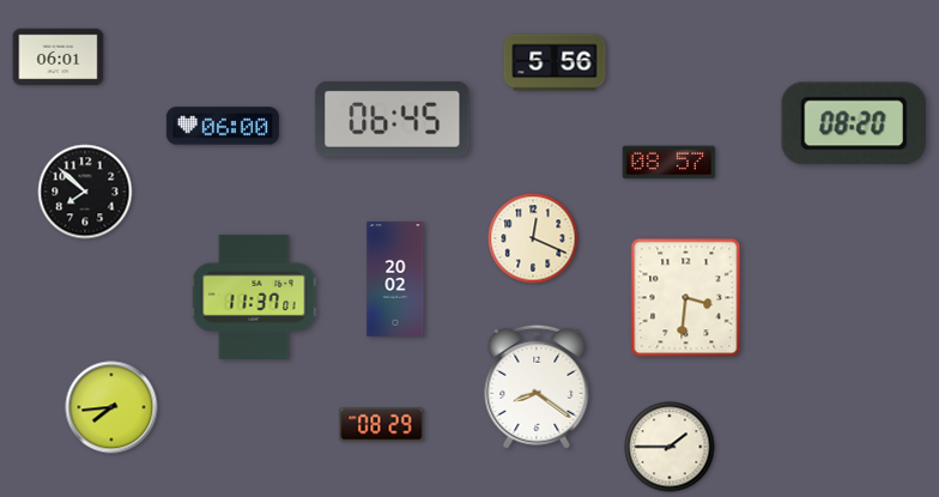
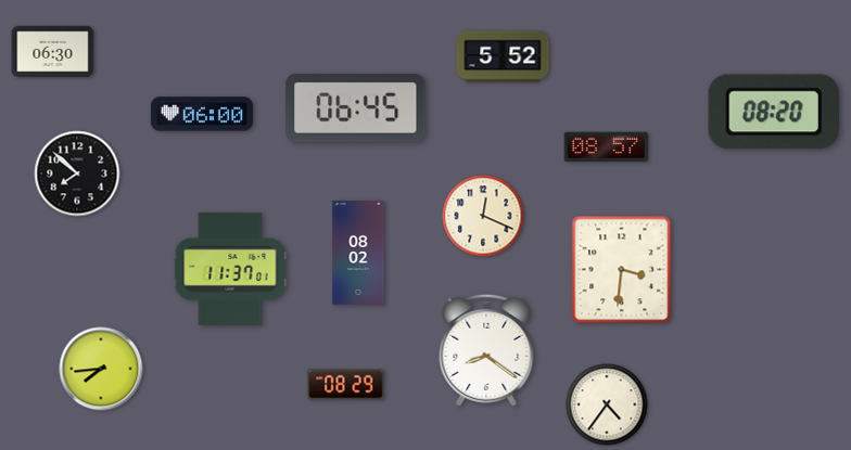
clock at (59, 57): 06:01 -> 06:30
clock at (555, 62): 5:56 -> 5:52
clock at (395, 279): 20:02 -> 08:02
clock at (670, 447): 1:45 -> 4:36
